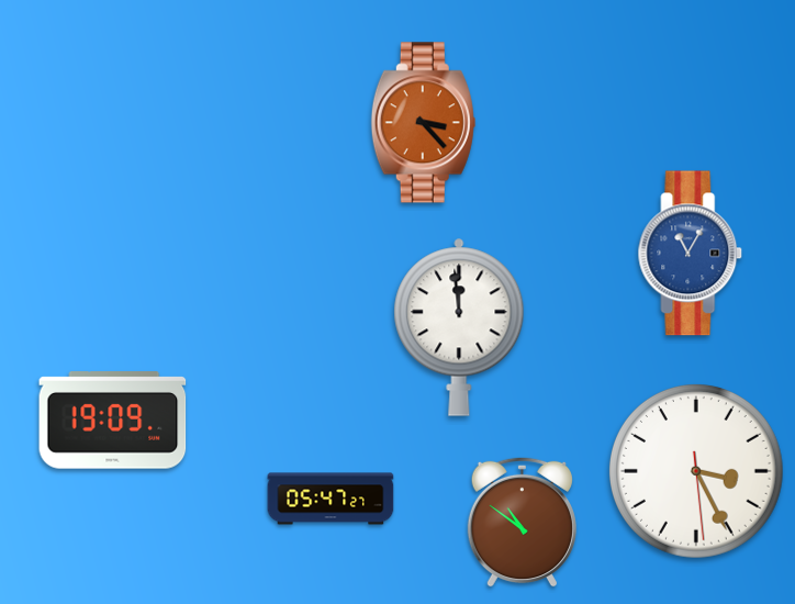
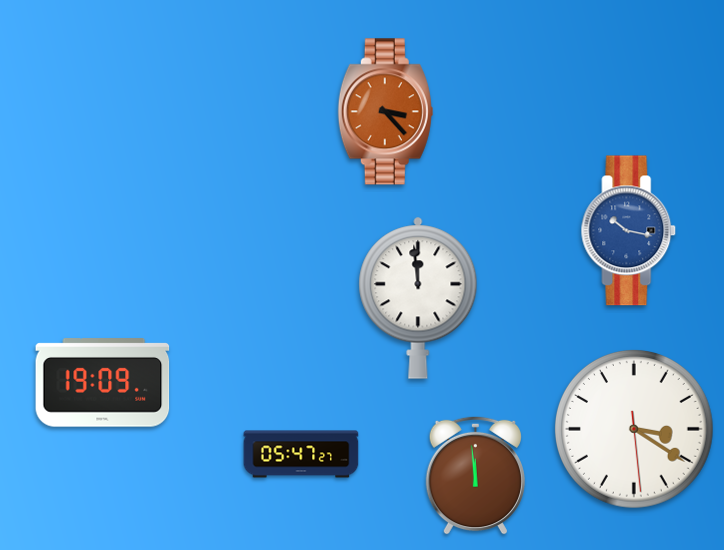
clock at (691, 254): 11:05 -> 10:17
clock at (696, 471): 3:25 -> 3:20
clock at (522, 522): 10:51 -> 11:59
